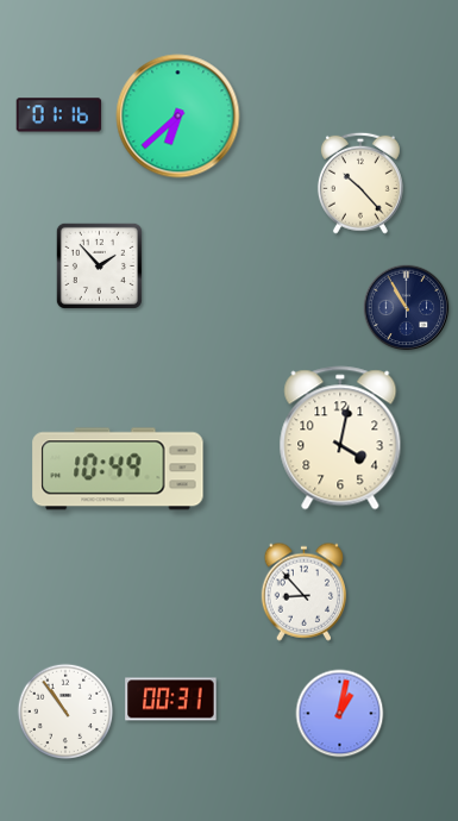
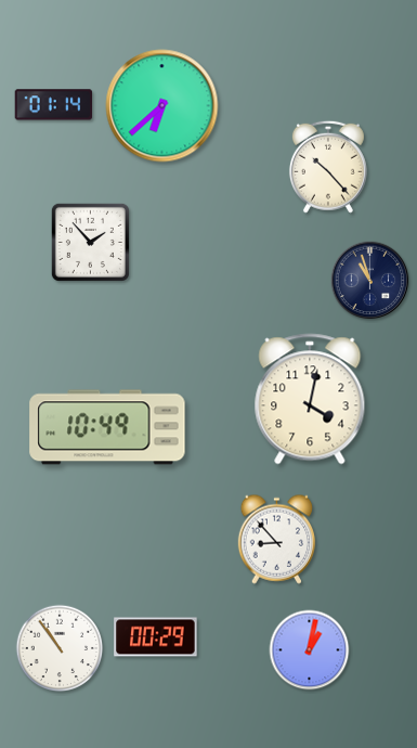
clock at (59, 115): 01:16 -> 01:14
clock at (407, 308): 10:55 -> 10:57
clock at (171, 700): 00:31 -> 00:29
